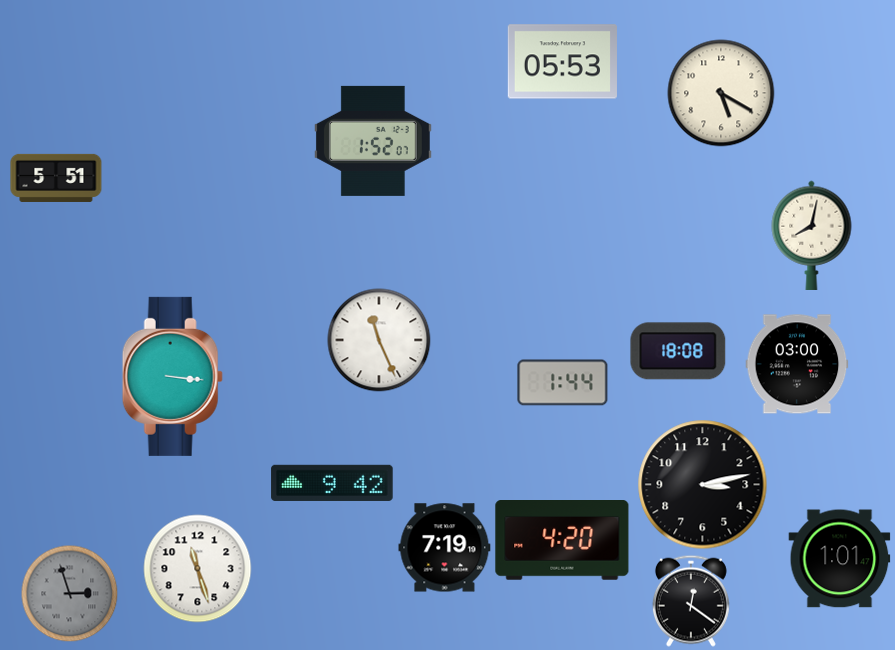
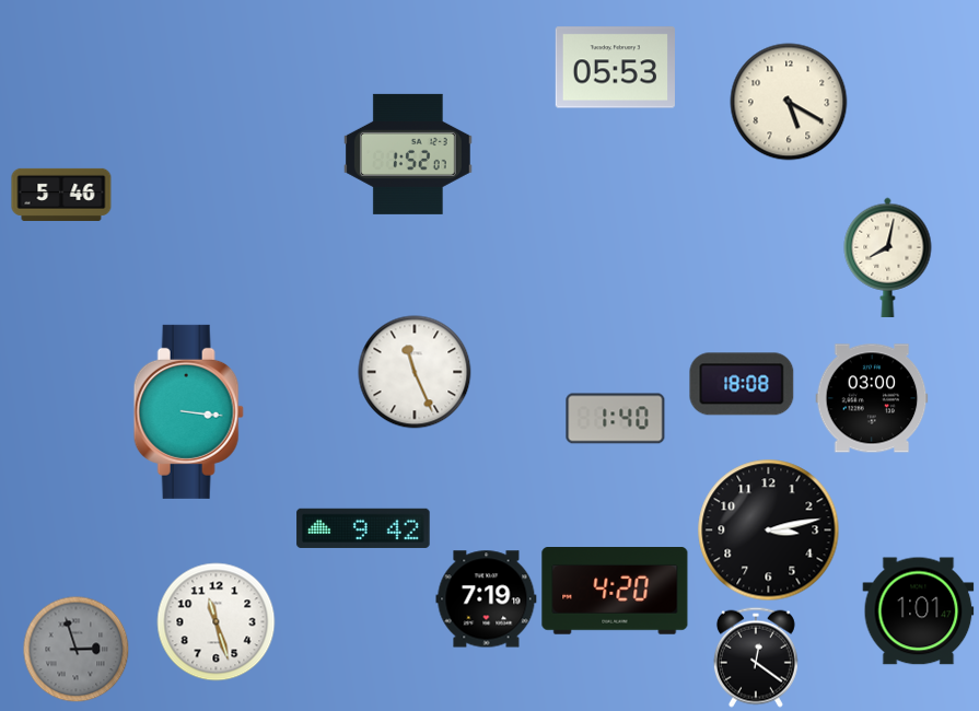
clock at (56, 178): 5:51 -> 5:46
clock at (563, 383): 1:44 -> 1:40
